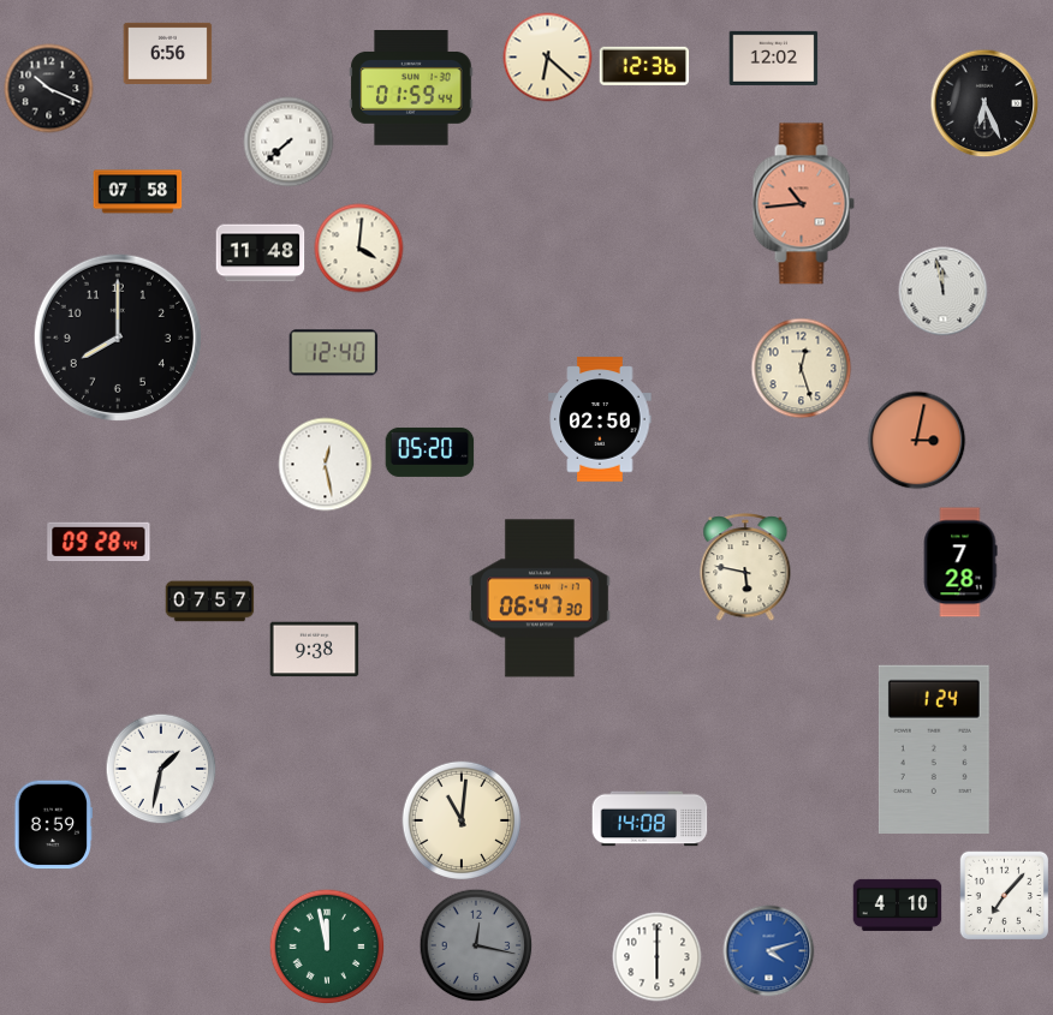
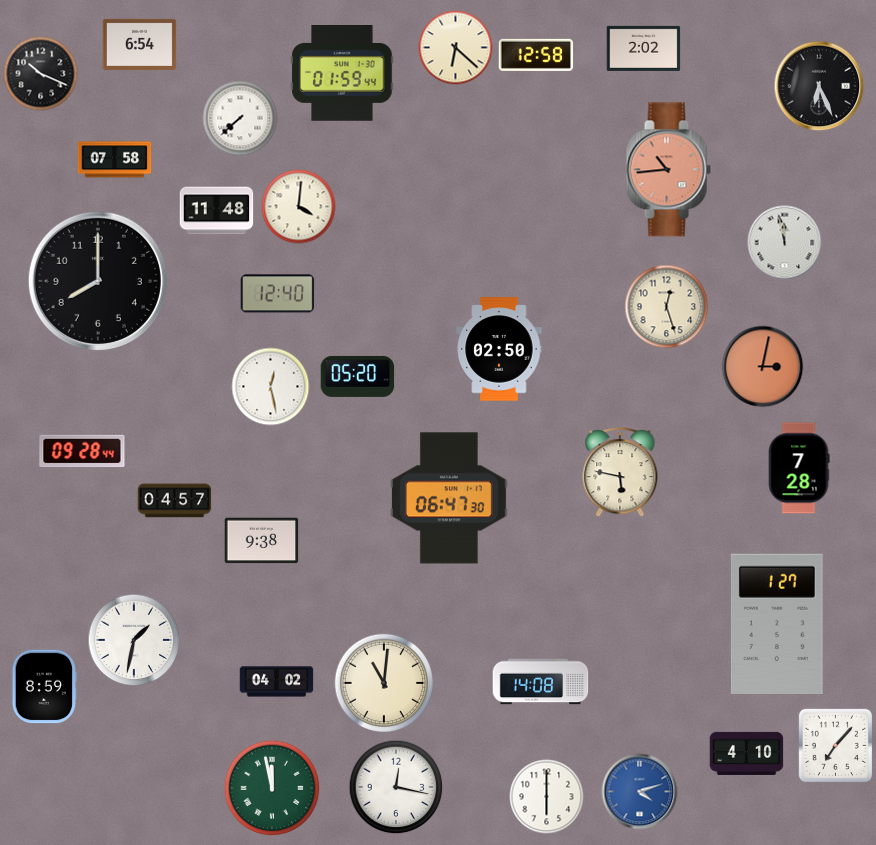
clock at (168, 53): 6:56 -> 6:54
clock at (774, 58): 12:02 -> 2:02
clock at (644, 66): 12:36 -> 12:58
clock at (210, 602): 07:57 -> 04:57
clock at (934, 748): 1:24 -> 1:27
clock at (277, 682): none -> 04:02
clock at (476, 945) dial: grey -> white
